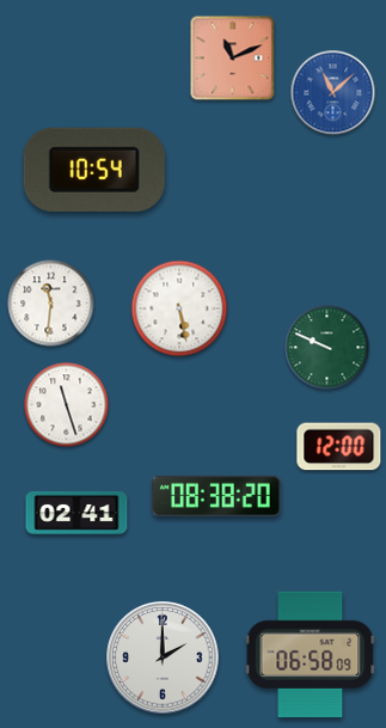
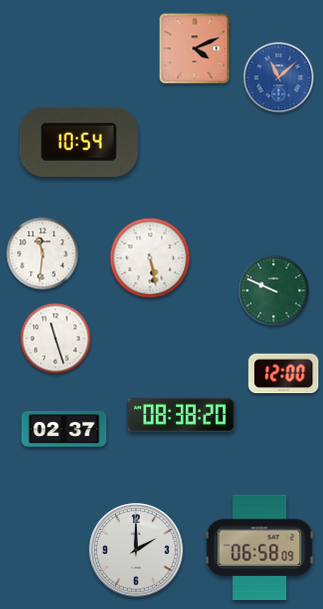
clock at (233, 59): 11:11 -> 4:11
clock at (76, 513): 02:41 -> 02:37
